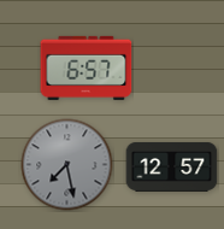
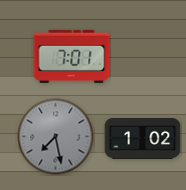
clock at (87, 67): 6:57 -> 7:01
clock at (172, 166): 12:57 -> 1:02
